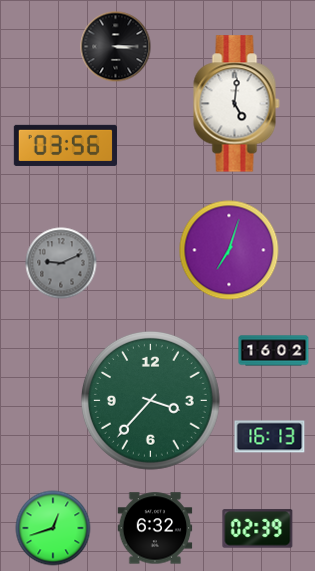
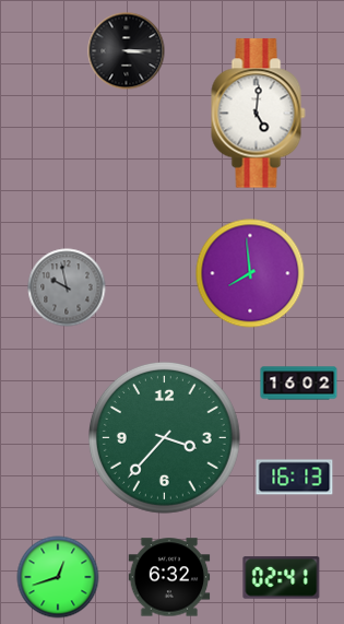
clock at (65, 145): 03:56 -> none
clock at (229, 250): 7:03 -> 7:59
clock at (61, 263): 9:11 -> 9:58
clock at (258, 529): 02:39 -> 02:41
